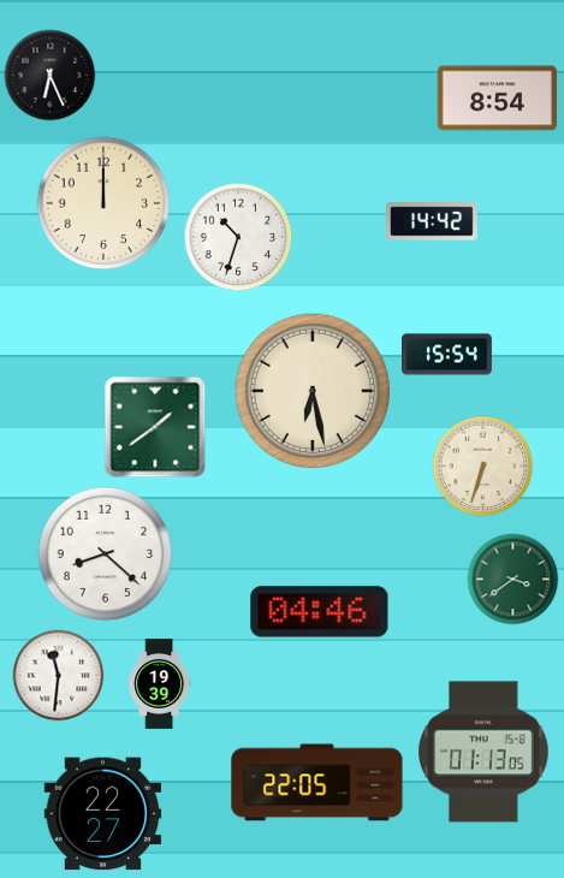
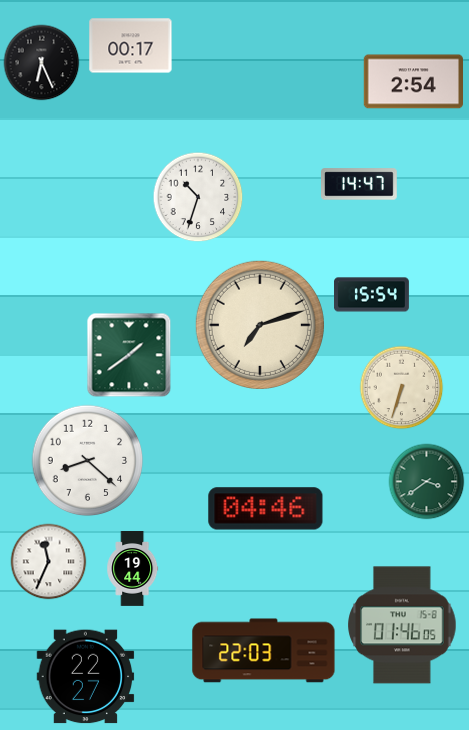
clock at (131, 46): none -> 00:17
clock at (497, 99): 8:54 -> 2:54
clock at (103, 203): 12:00 -> none
clock at (433, 221): 14:42 -> 14:47
clock at (313, 391): 6:28 -> 7:12
clock at (59, 676): 11:31 -> 11:34
clock at (160, 684): 19:39 -> 19:44
clock at (483, 752): 01:13 -> 01:46
clock at (317, 783): 22:05 -> 22:03
